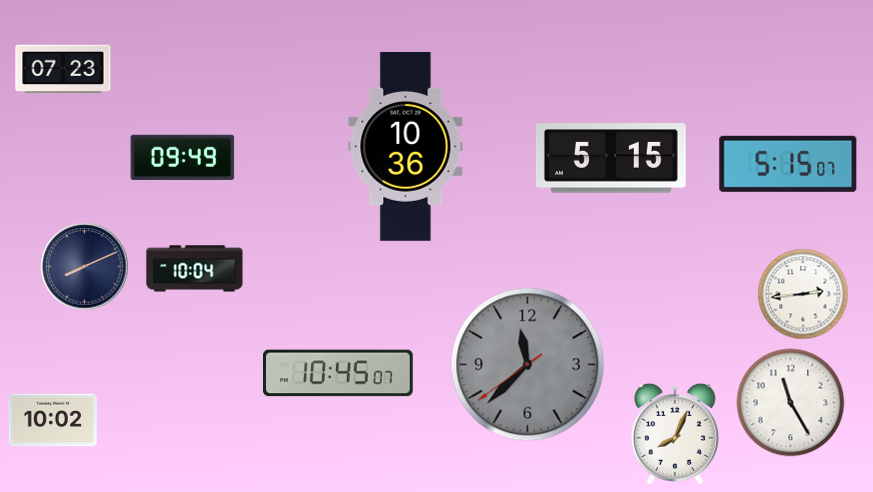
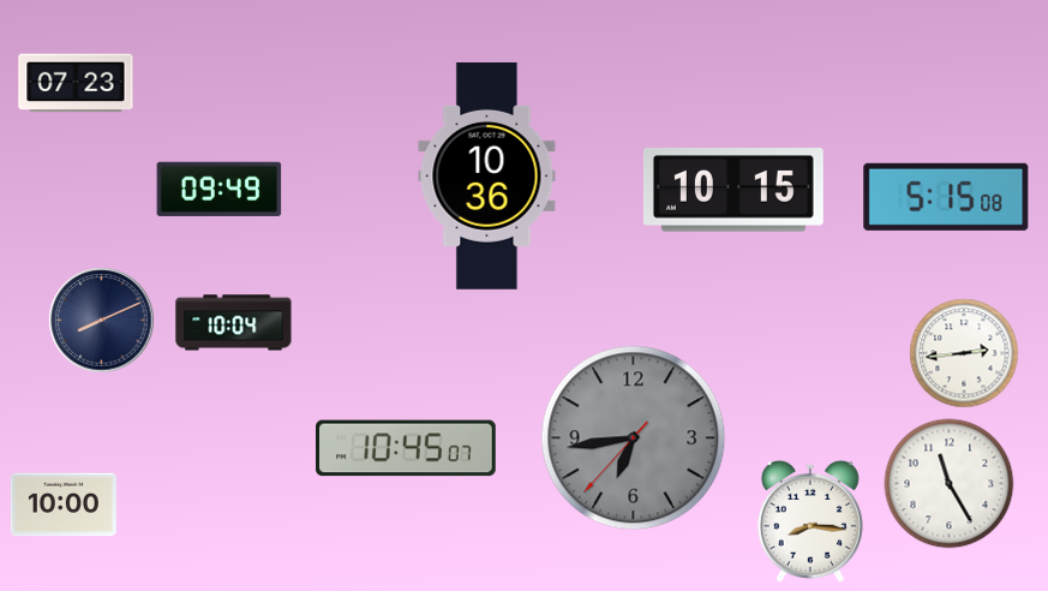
clock at (611, 158): 5:15 -> 10:15
clock at (788, 164): 5:15:07 -> 5:15:08
clock at (528, 365): 11:37 -> 6:43
clock at (53, 420): 10:02 -> 10:00
clock at (675, 434): 8:04 -> 8:16
